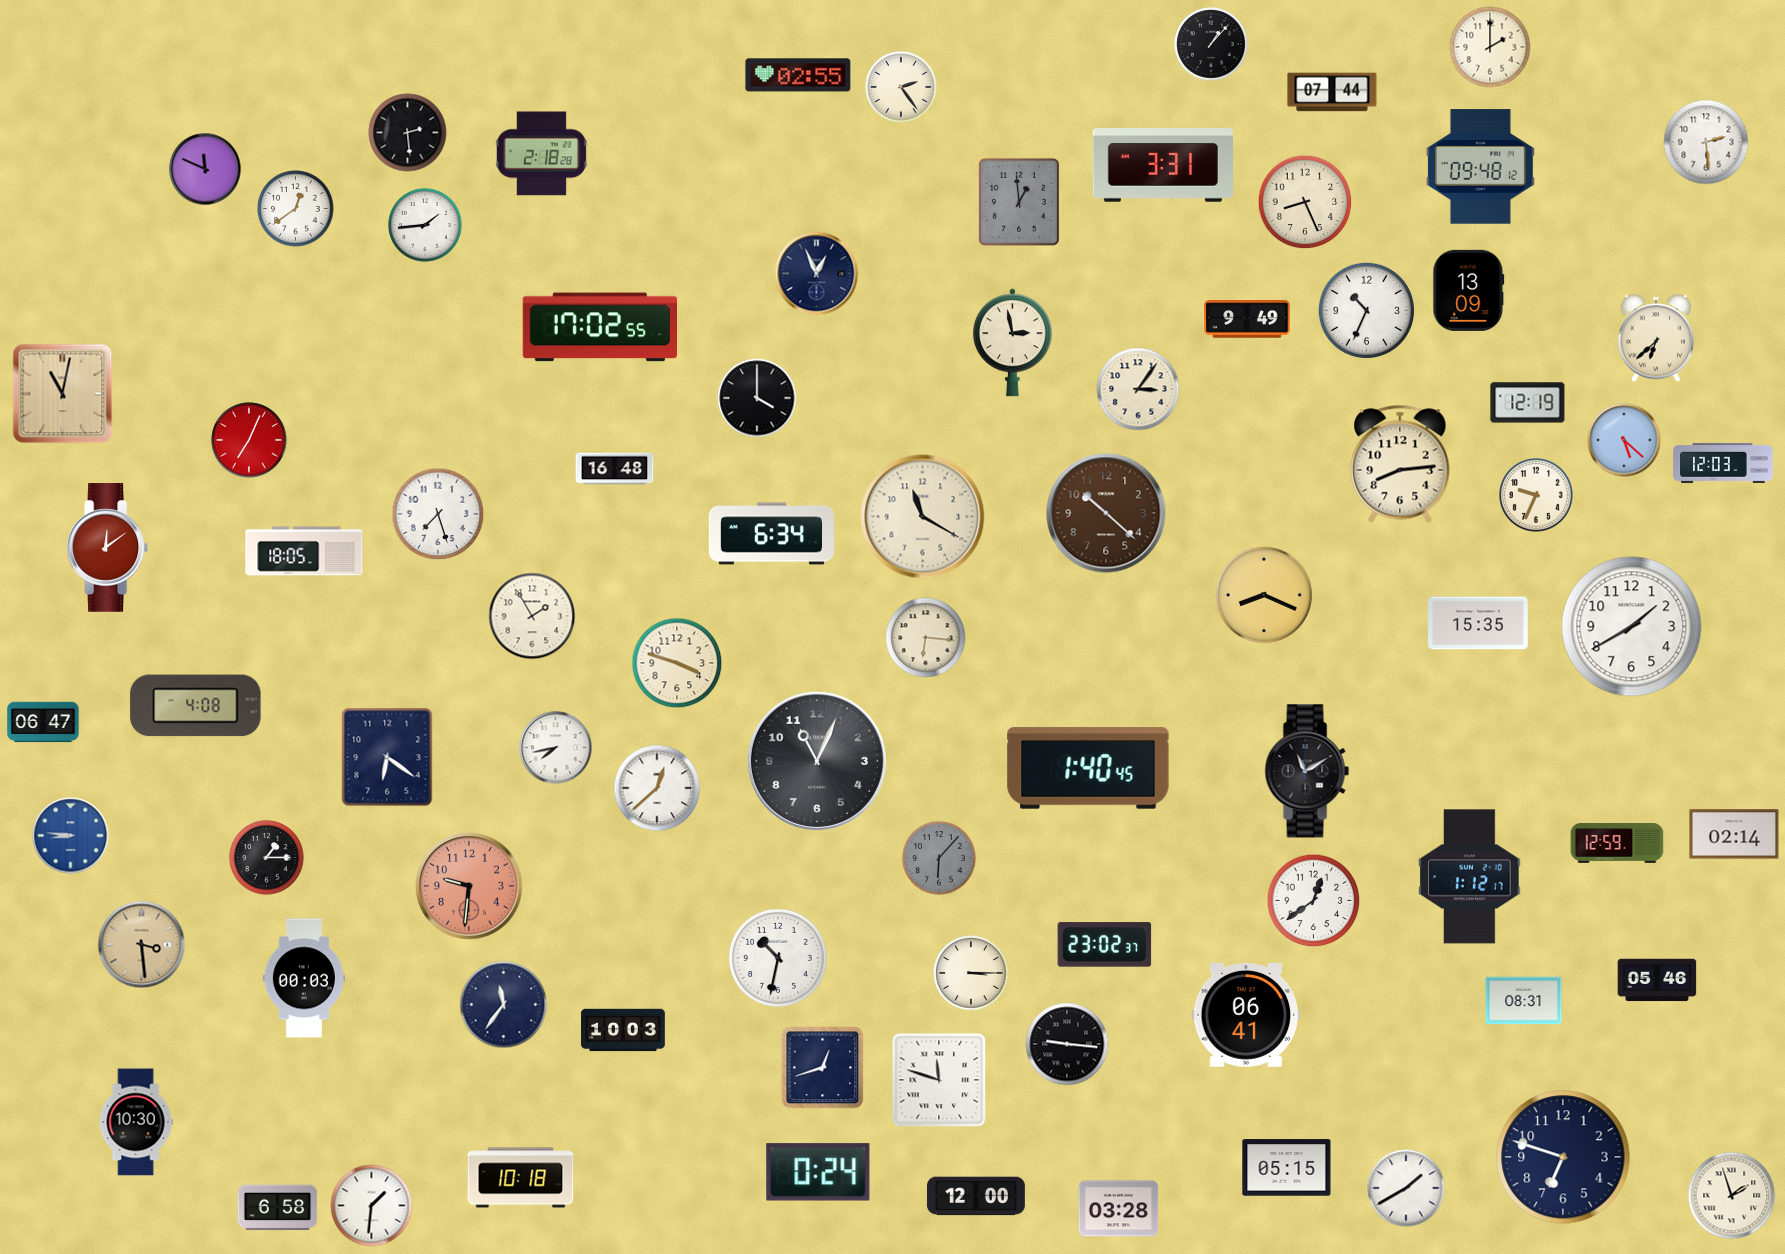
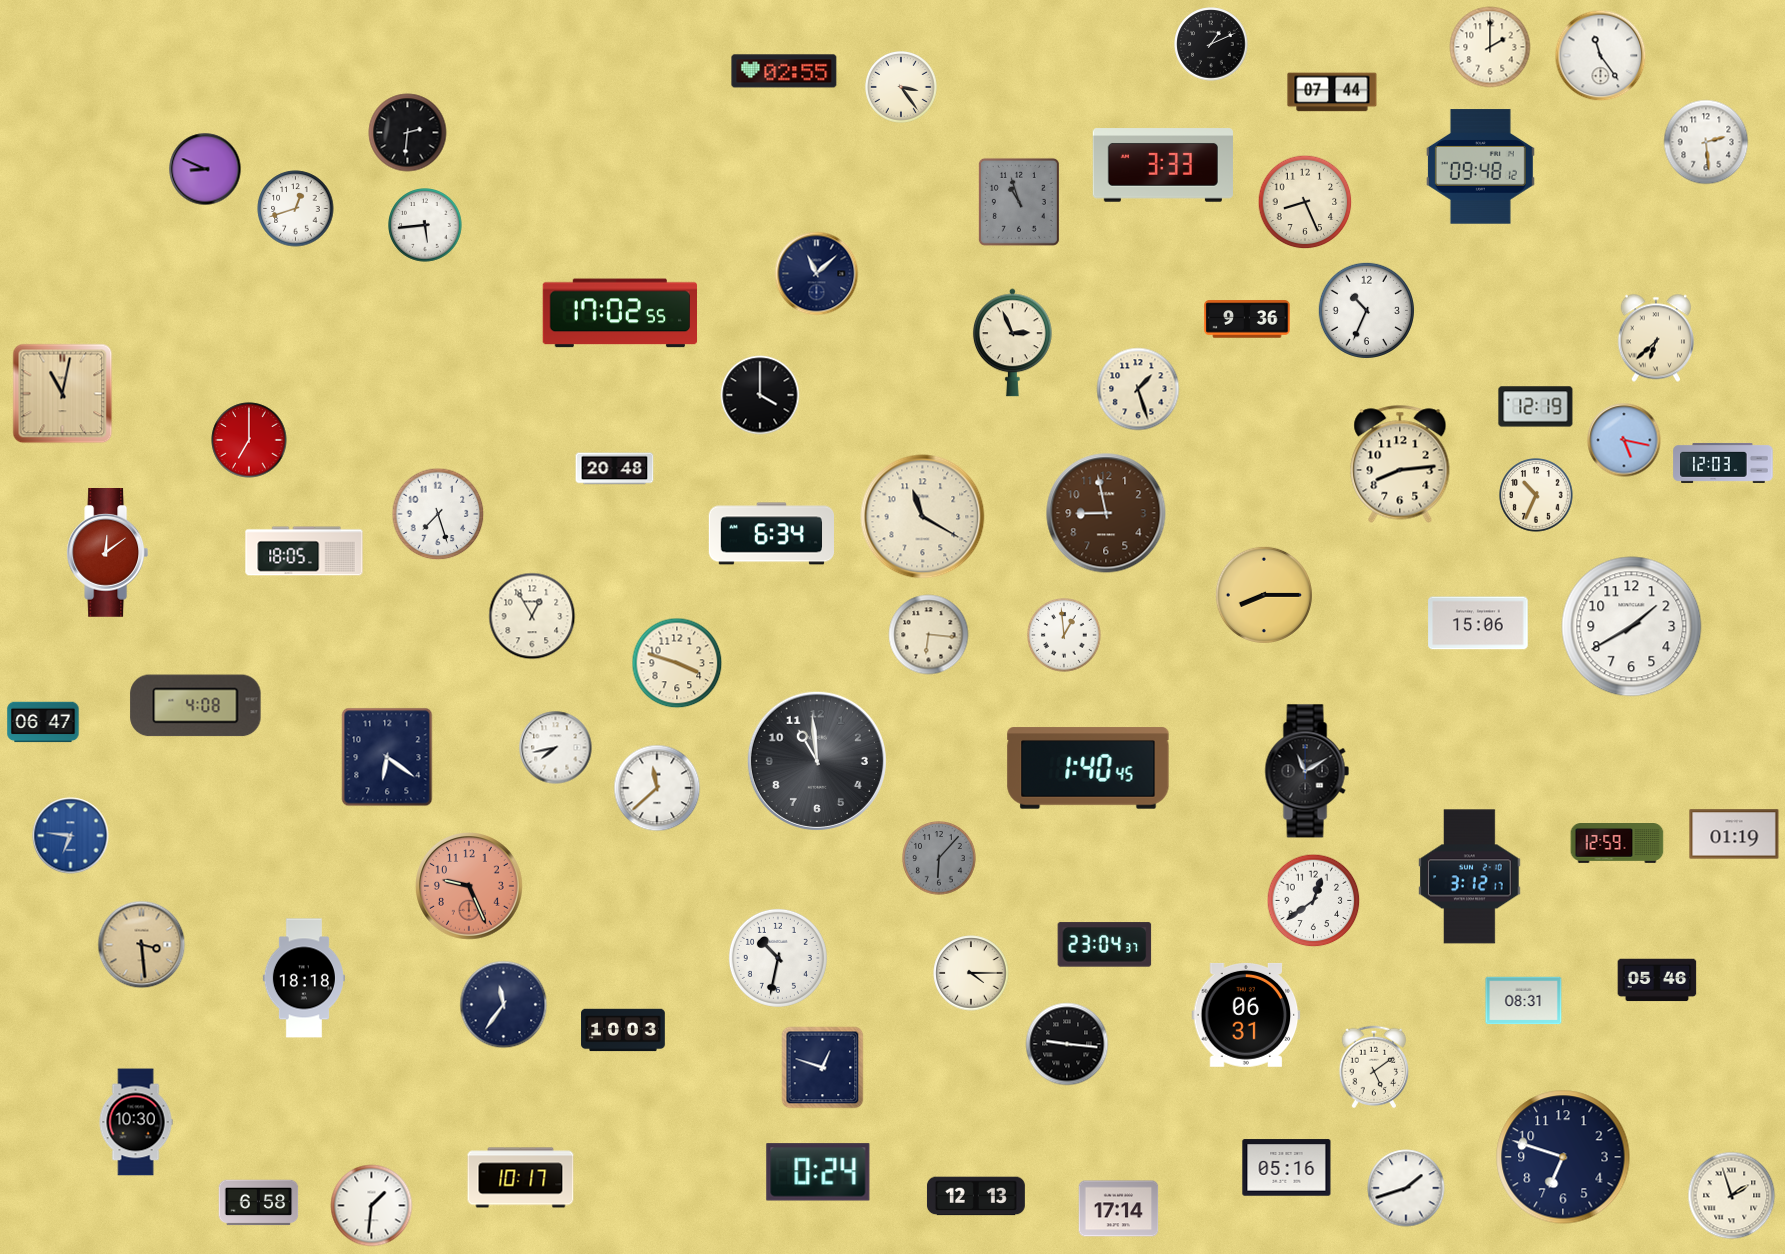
clock at (1211, 44): 1:07 -> 1:11
clock at (1601, 56): none -> 11:24
clock at (798, 75) position: (798, 75) -> (784, 71)
clock at (902, 88): 2:24 -> 3:24
clock at (408, 133): 2:29 -> 2:31
clock at (541, 154): 2:18 -> none
clock at (1163, 165): 3:31 -> 3:33
clock at (205, 169): 11:49 -> 8:49
clock at (1019, 202): 12:59 -> 10:57
clock at (296, 209): 12:39 -> 12:42
clock at (425, 225): 1:44 -> 5:44
clock at (817, 274): 12:56 -> 11:08
clock at (1469, 290): 13:09 -> none
clock at (1247, 319): 9:49 -> 9:36
clock at (599, 327) position: (599, 327) -> (619, 313)
clock at (1012, 343): 2:58 -> 2:56
clock at (1138, 389): 3:06 -> 1:27
clock at (757, 398) position: (757, 398) -> (760, 395)
clock at (1528, 403) position: (1528, 403) -> (1536, 407)
clock at (249, 440): 7:04 -> 7:00
clock at (1624, 440): 5:22 -> 5:17
clock at (615, 469): 16:48 -> 20:48
clock at (1536, 495): 9:34 -> 10:34
clock at (1106, 513): 10:22 -> 8:58
clock at (108, 548) position: (108, 548) -> (108, 553)
clock at (1264, 595): 8:19 -> 8:15
clock at (532, 616): 1:55 -> 12:55
clock at (1478, 623): 15:35 -> 15:06
clock at (1064, 635): none -> 12:59
clock at (926, 638) position: (926, 638) -> (929, 635)
clock at (817, 761): 11:04 -> 10:59
clock at (657, 788): 12:38 -> 11:38
clock at (1734, 834): 02:14 -> 01:19
clock at (71, 836): 8:46 -> 6:46
clock at (267, 858): 1:15 -> none
clock at (1470, 877): 1:12 -> 3:12
clock at (470, 887): 9:31 -> 9:26
clock at (1105, 945): 23:02 -> 23:04
clock at (971, 973): 3:15 -> 4:15
clock at (304, 978): 00:03 -> 18:18
clock at (1246, 1015): 06:41 -> 06:31
clock at (1374, 1067): none -> 5:09
clock at (823, 1068): 12:42 -> 12:48
clock at (939, 1080): 11:48 -> none
clock at (1287, 1168): 05:15 -> 05:16
clock at (521, 1178): 10:18 -> 10:17
clock at (1406, 1188): 1:40 -> 1:42
clock at (976, 1196): 12:00 -> 12:13
clock at (278, 1208) position: (278, 1208) -> (259, 1203)
clock at (1119, 1209): 03:28 -> 17:14
